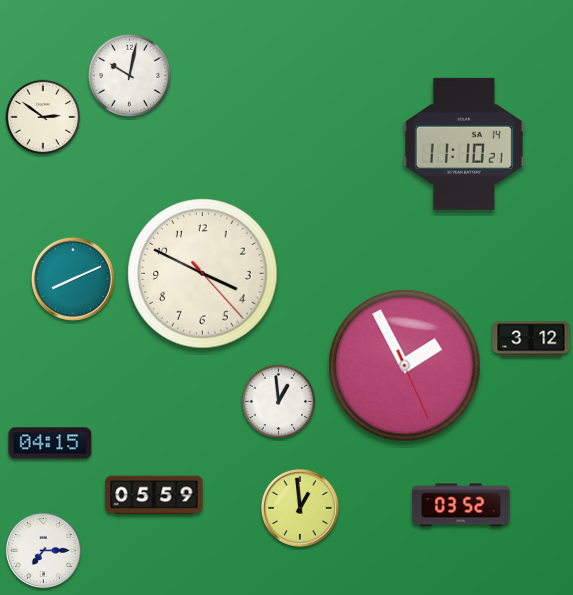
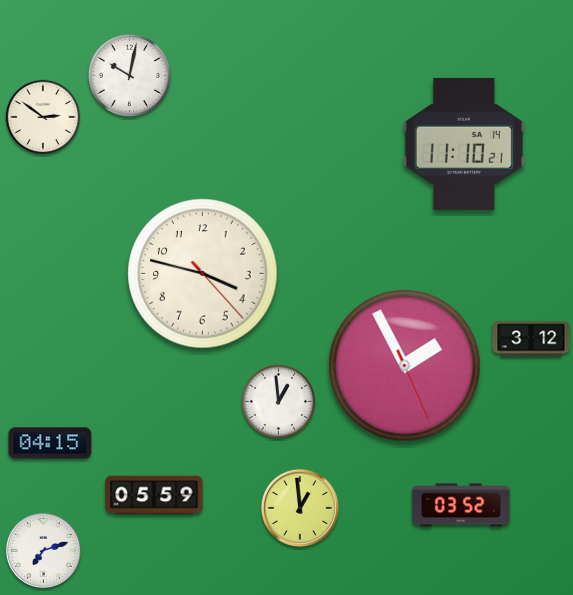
clock at (203, 274): 3:49 -> 3:47
clock at (74, 280): 8:11 -> none
clock at (43, 550): 7:15 -> 7:12
